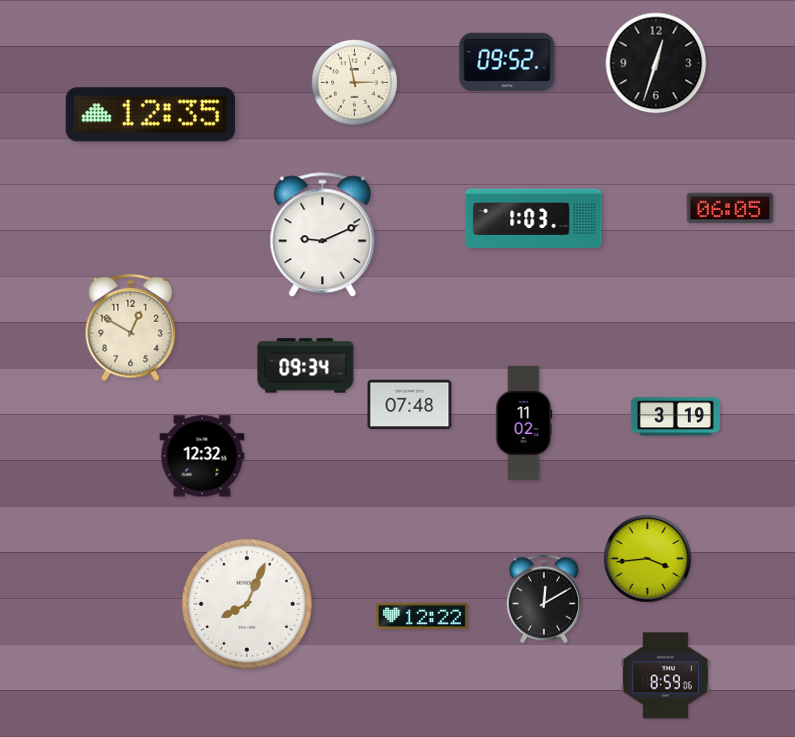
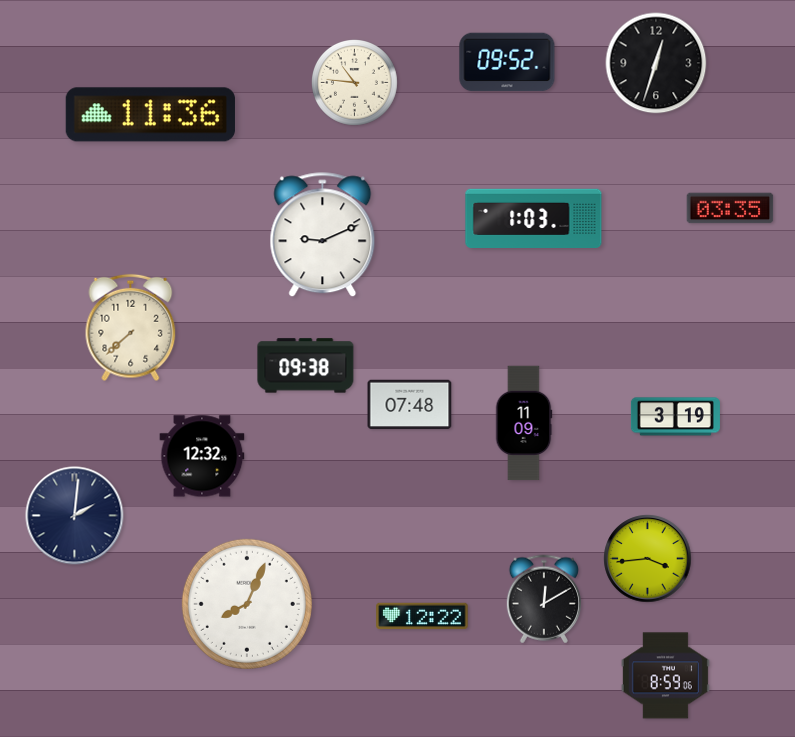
clock at (355, 83): 2:58 -> 10:46
clock at (150, 115): 12:35 -> 11:36
clock at (730, 208): 06:05 -> 03:35
clock at (131, 328): 12:50 -> 7:38
clock at (306, 366): 09:34 -> 09:38
clock at (524, 423): 11:02 -> 11:09
clock at (75, 516): none -> 2:01
